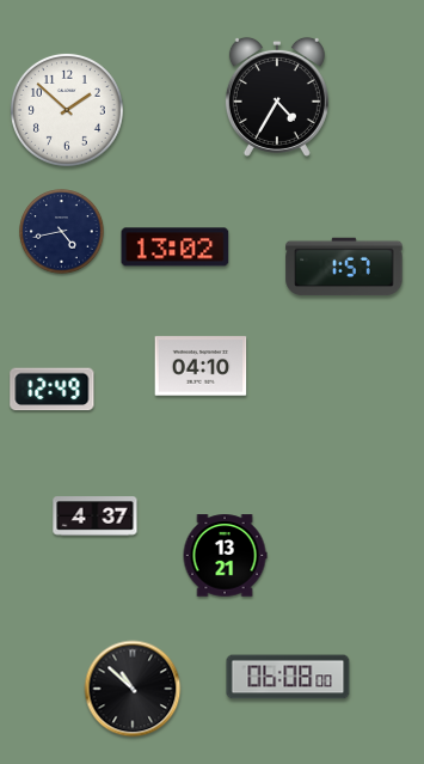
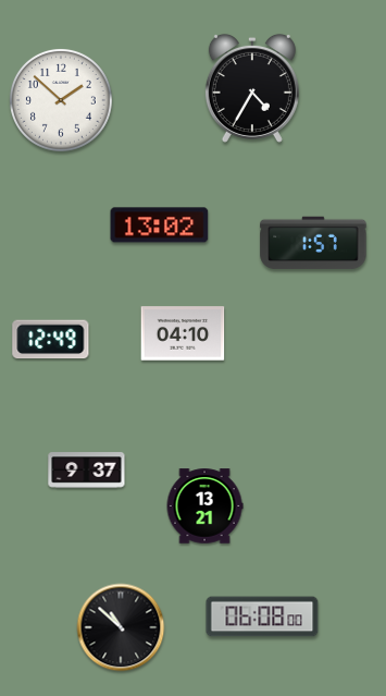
clock at (62, 232): 4:43 -> none
clock at (53, 390) position: (53, 390) -> (51, 340)
clock at (96, 517): 4:37 -> 9:37
